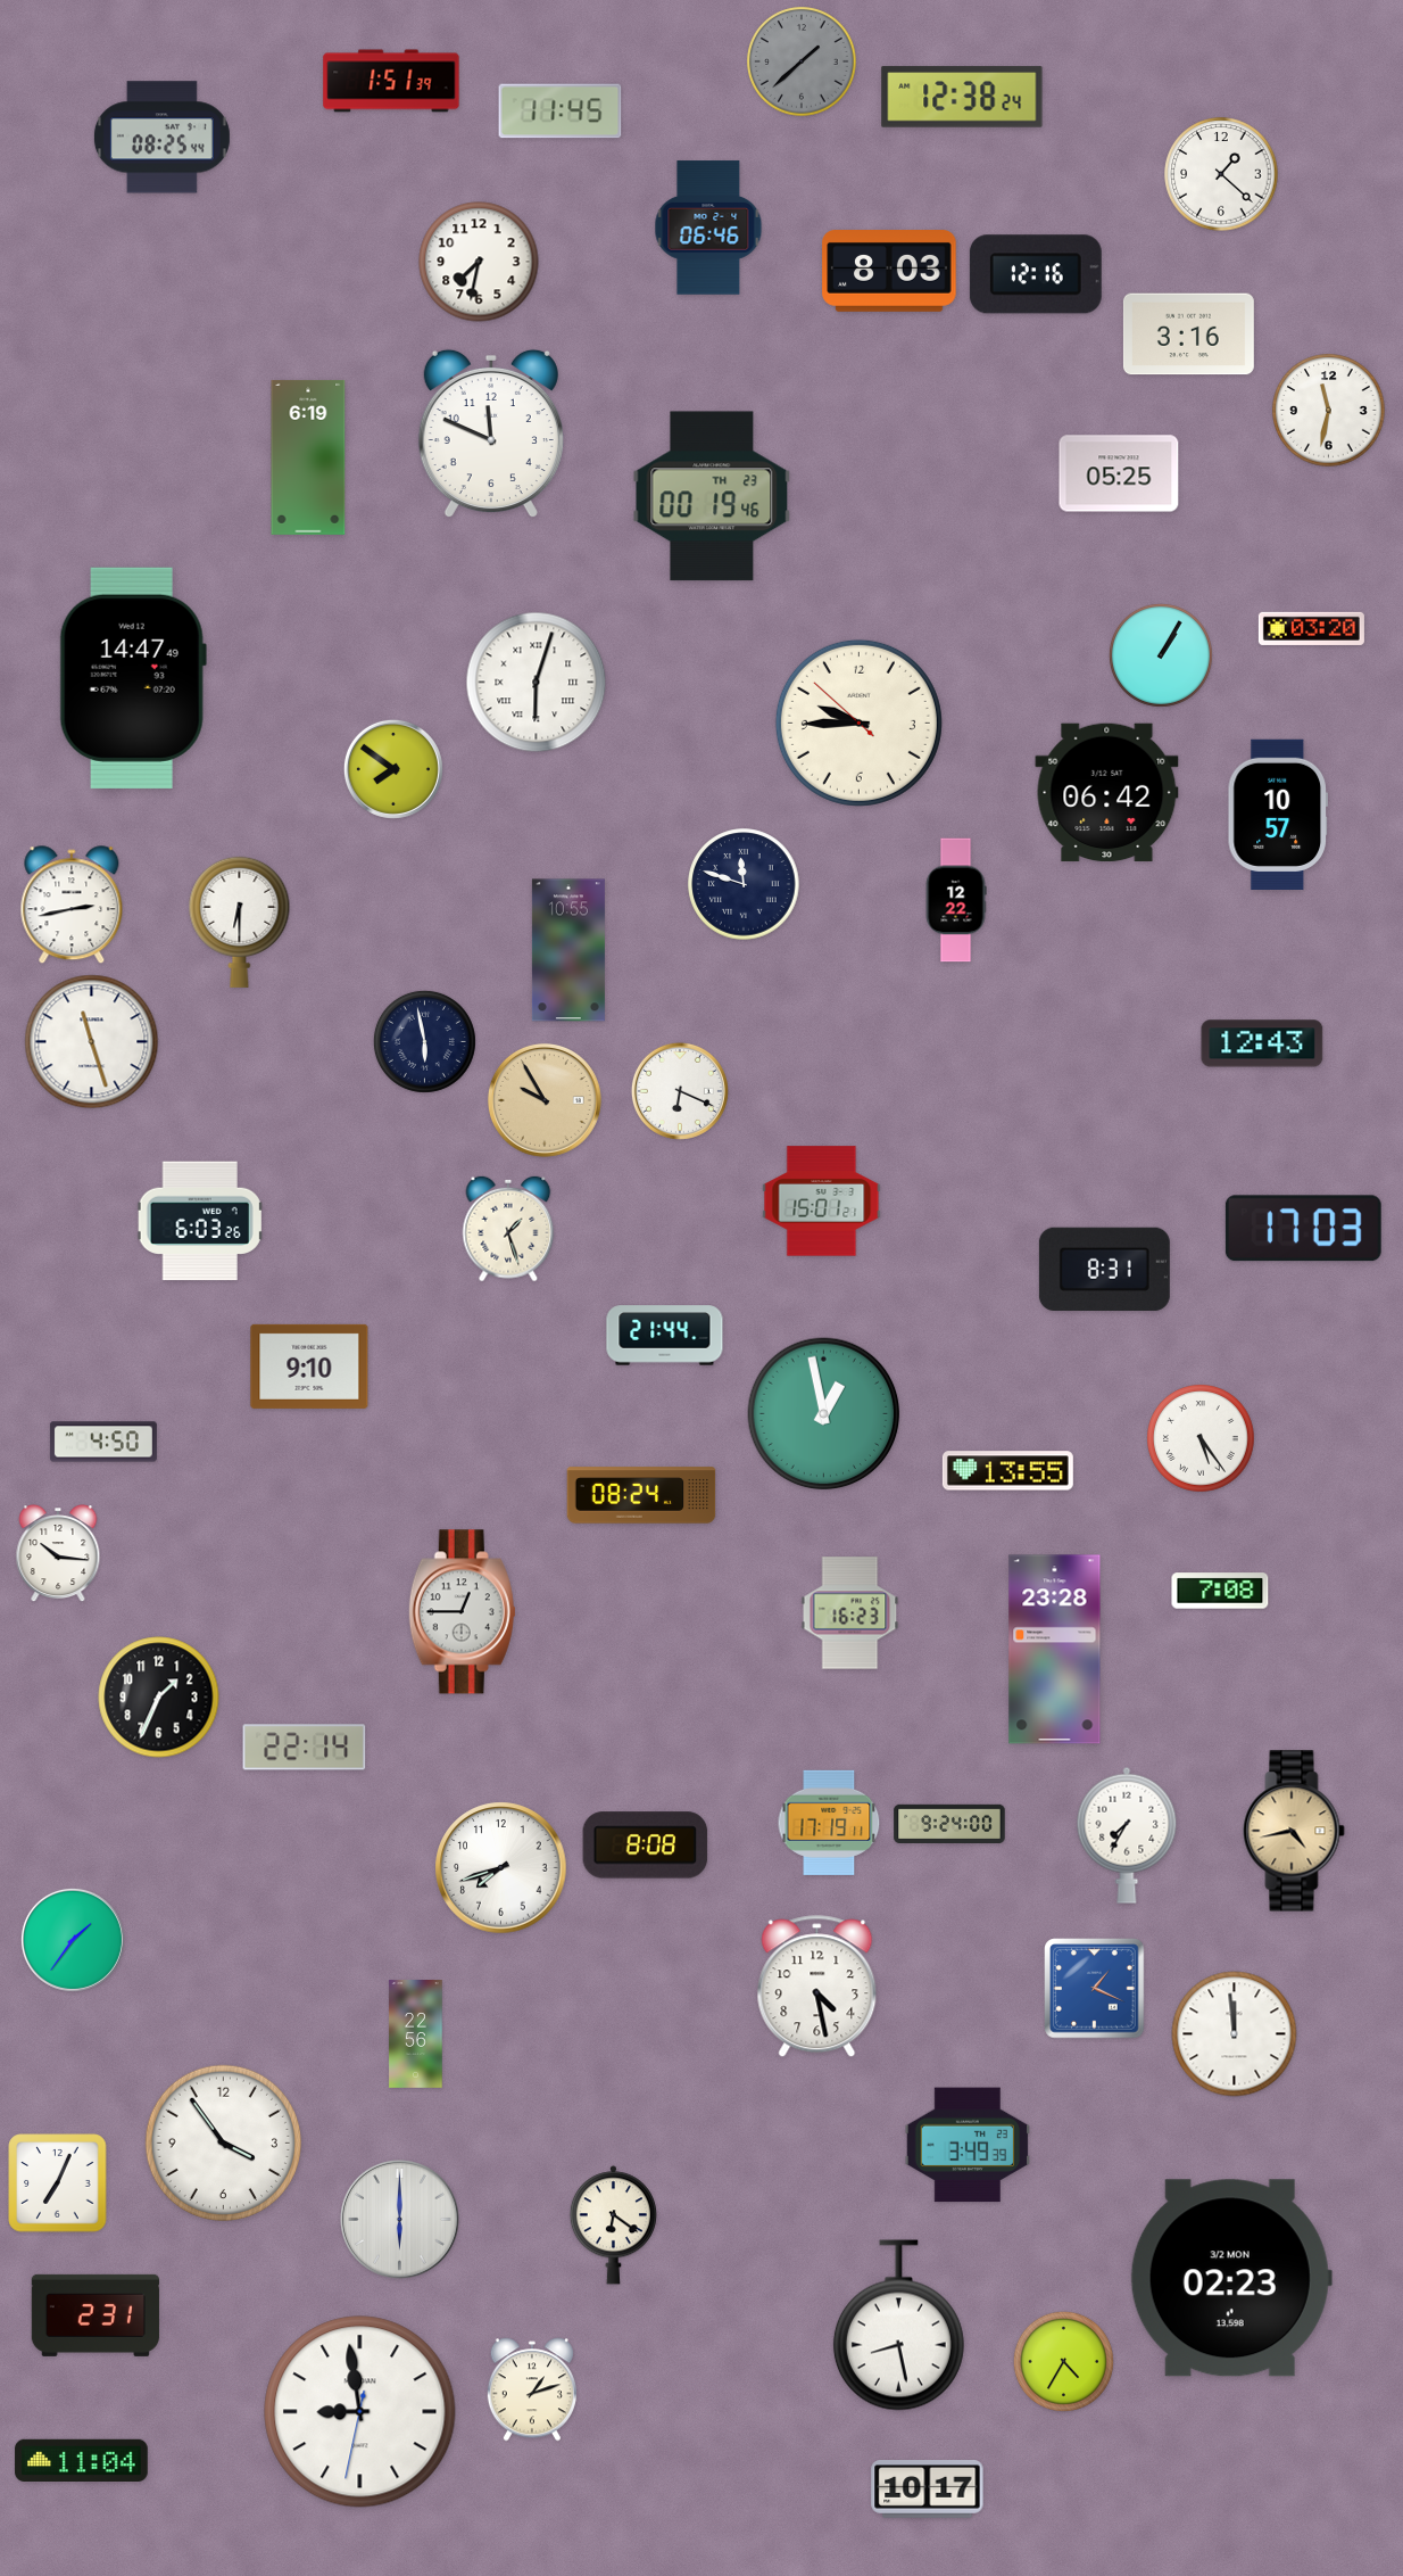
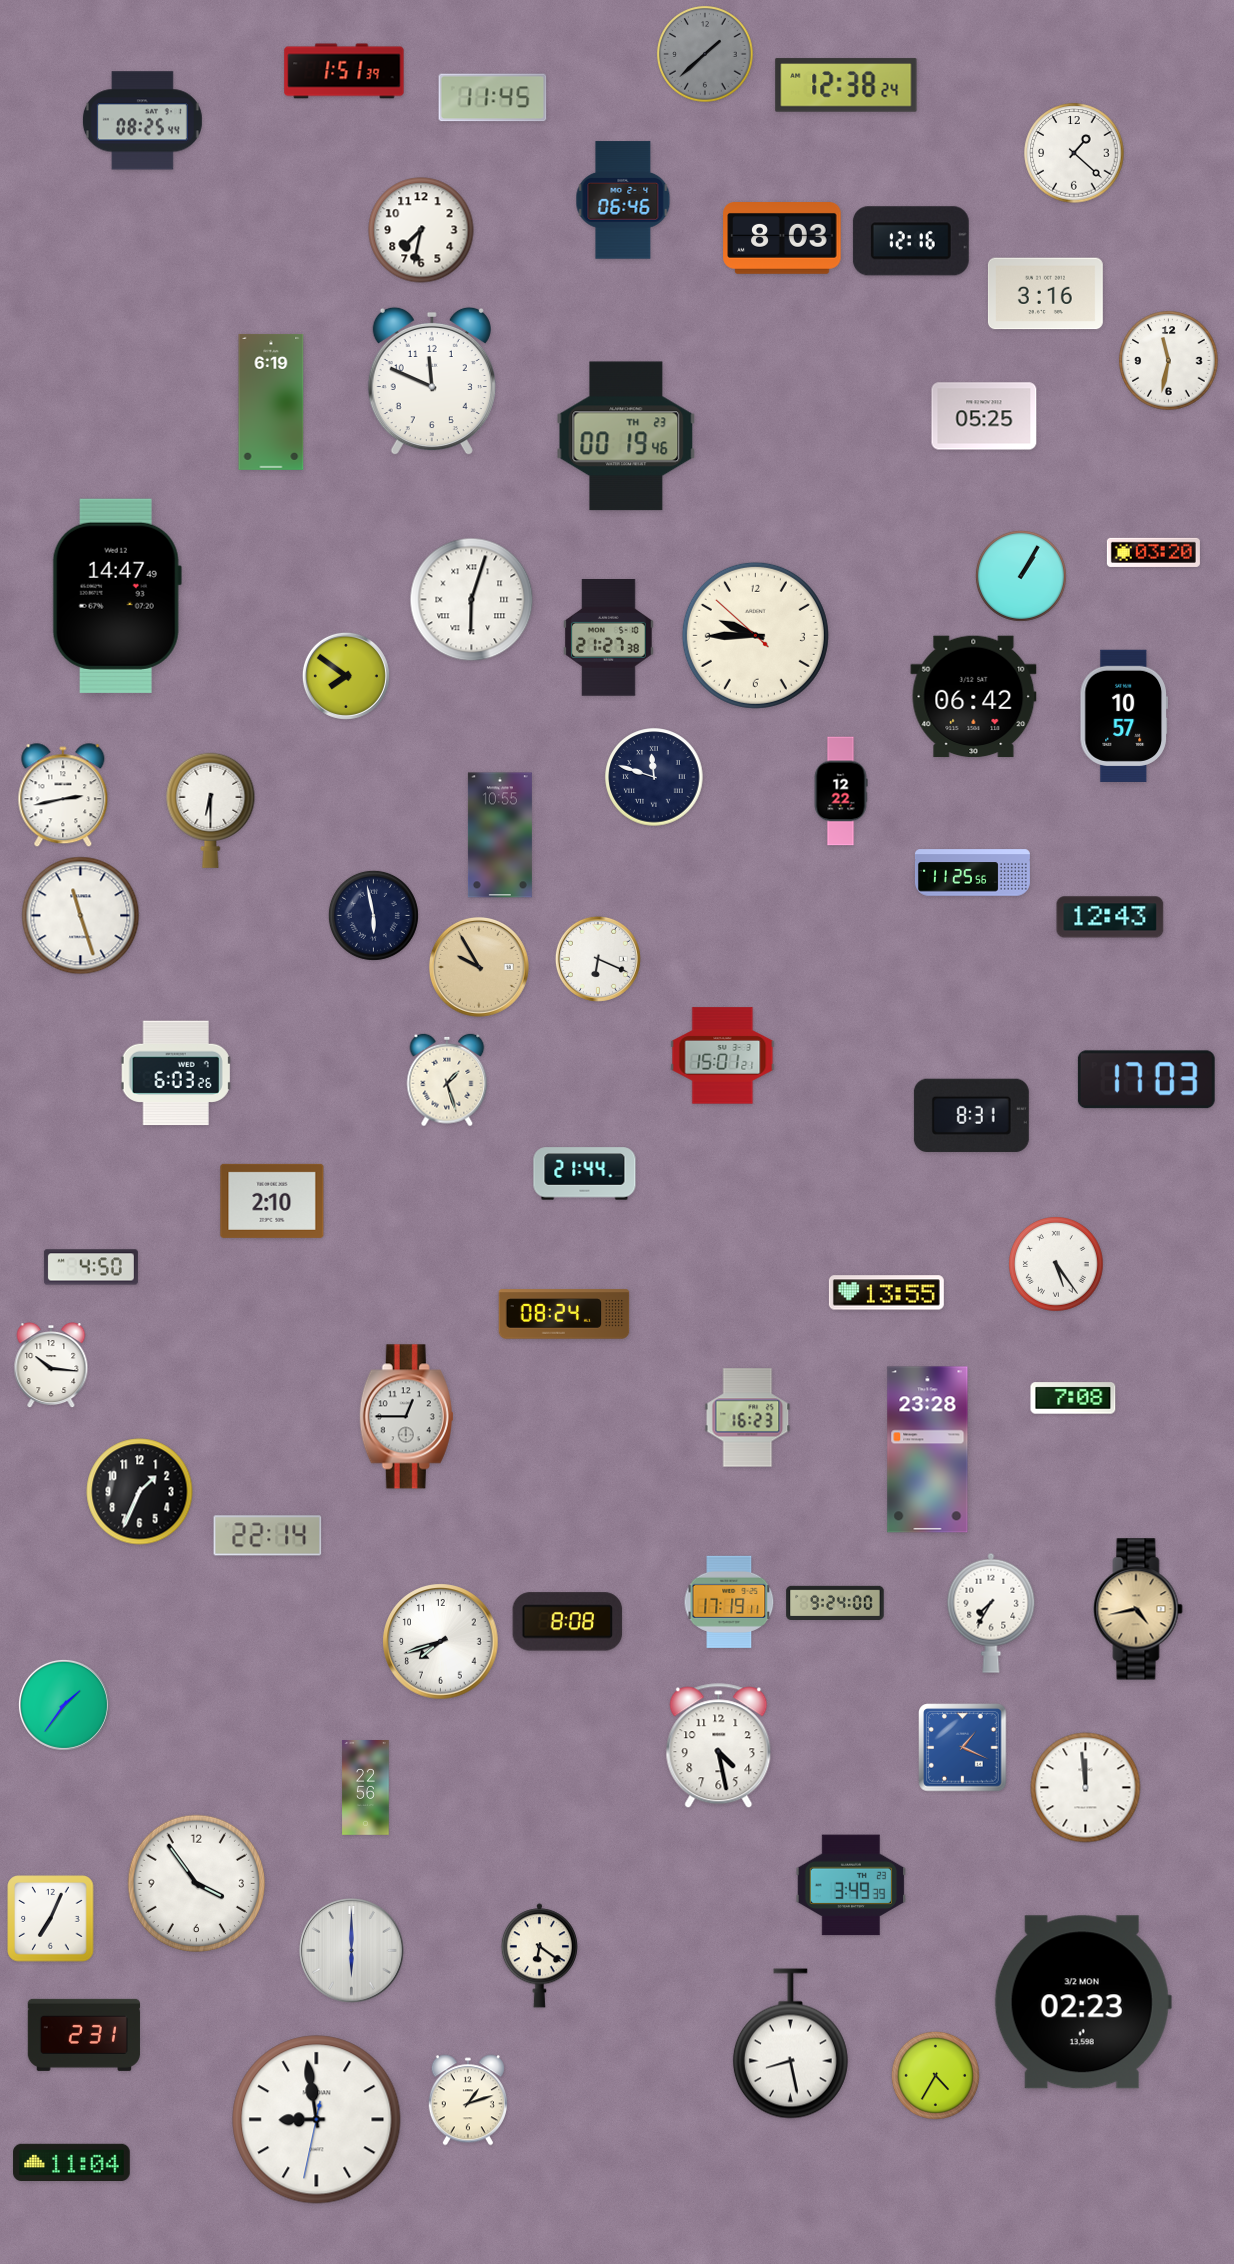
clock at (608, 638): none -> 21:27
clock at (972, 873): none -> 11:25
clock at (309, 1367): 9:10 -> 2:10
clock at (824, 1414): 12:58 -> none
clock at (928, 2490): 10:17 -> none
